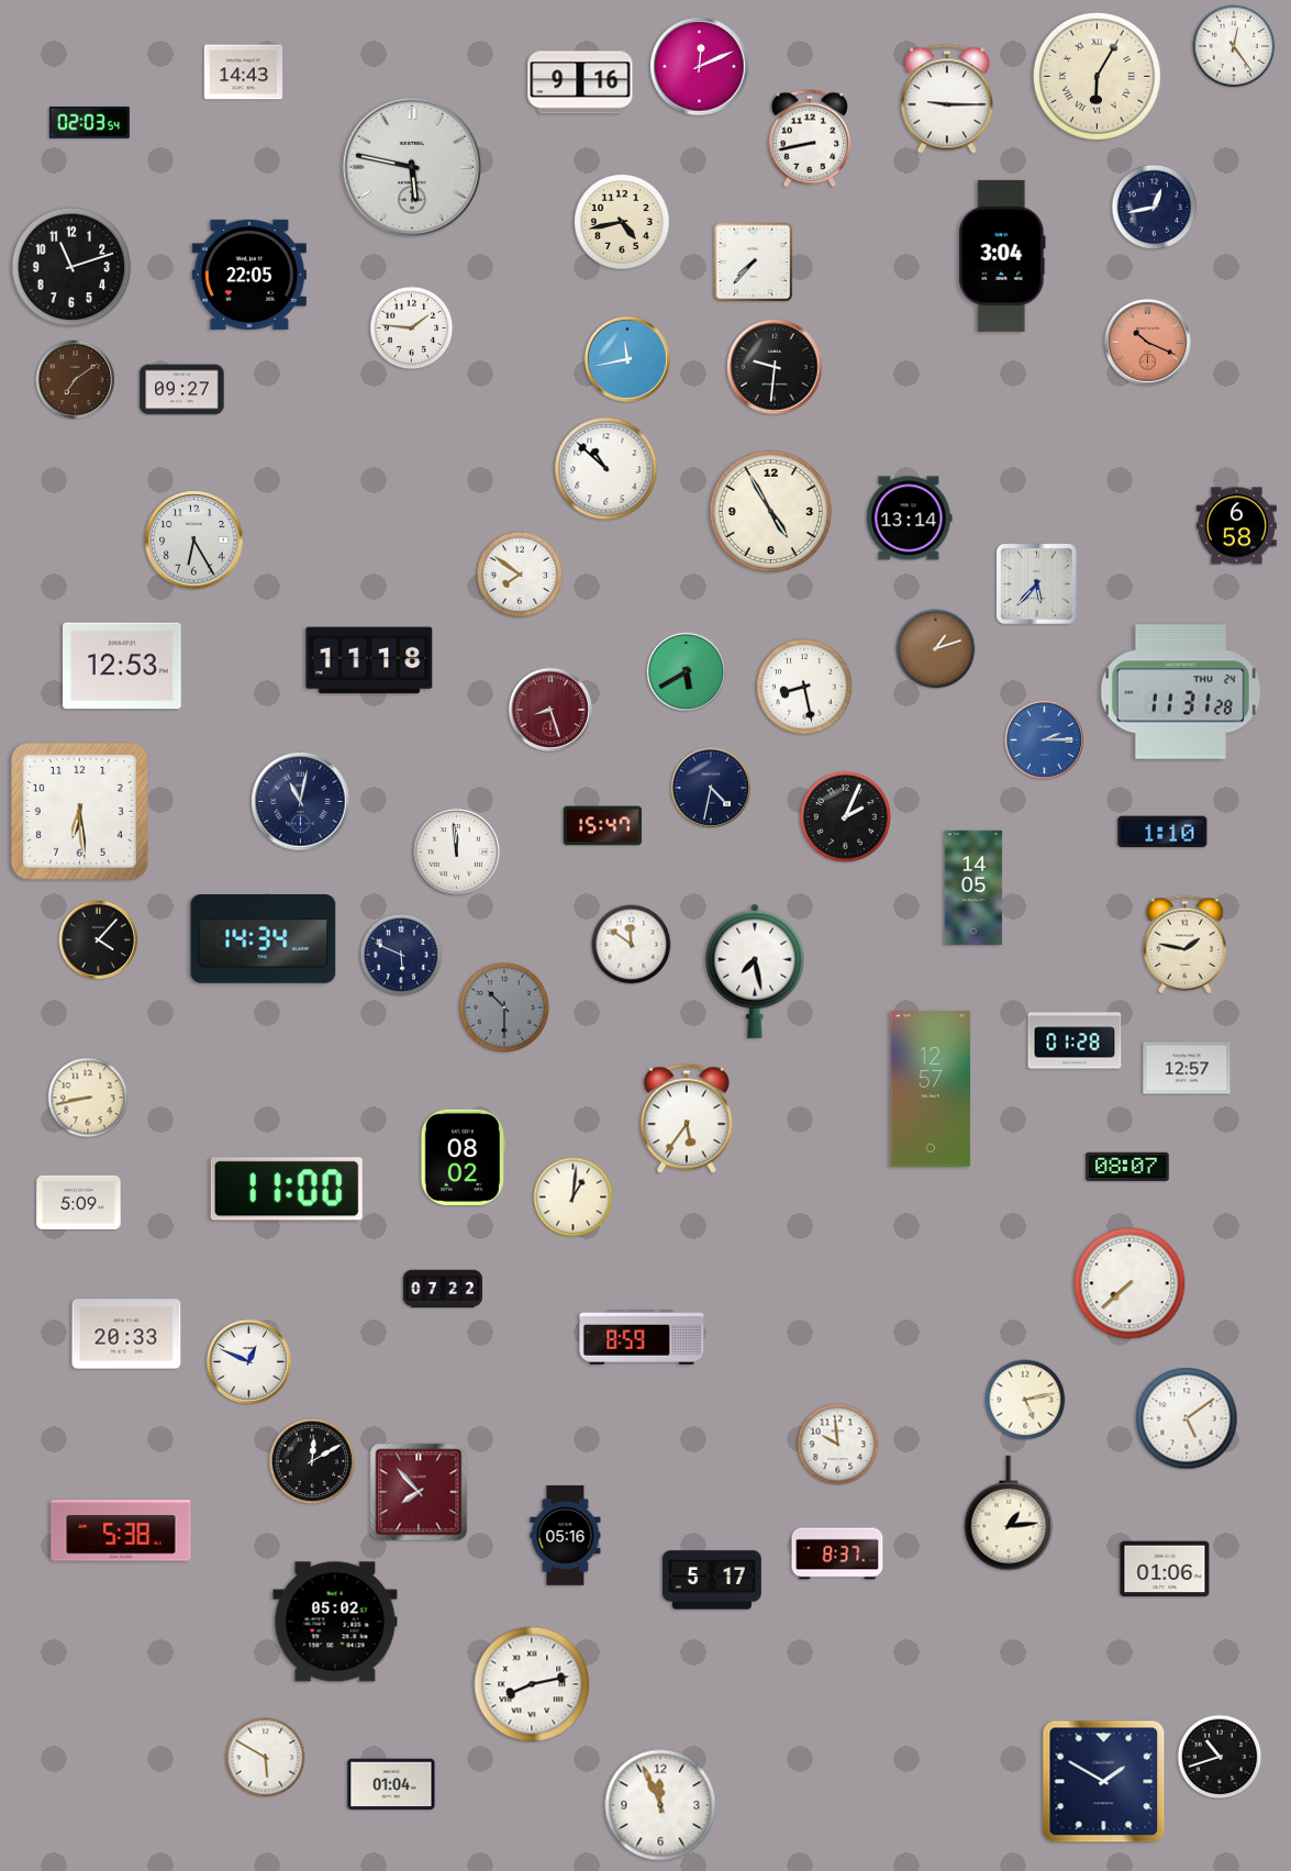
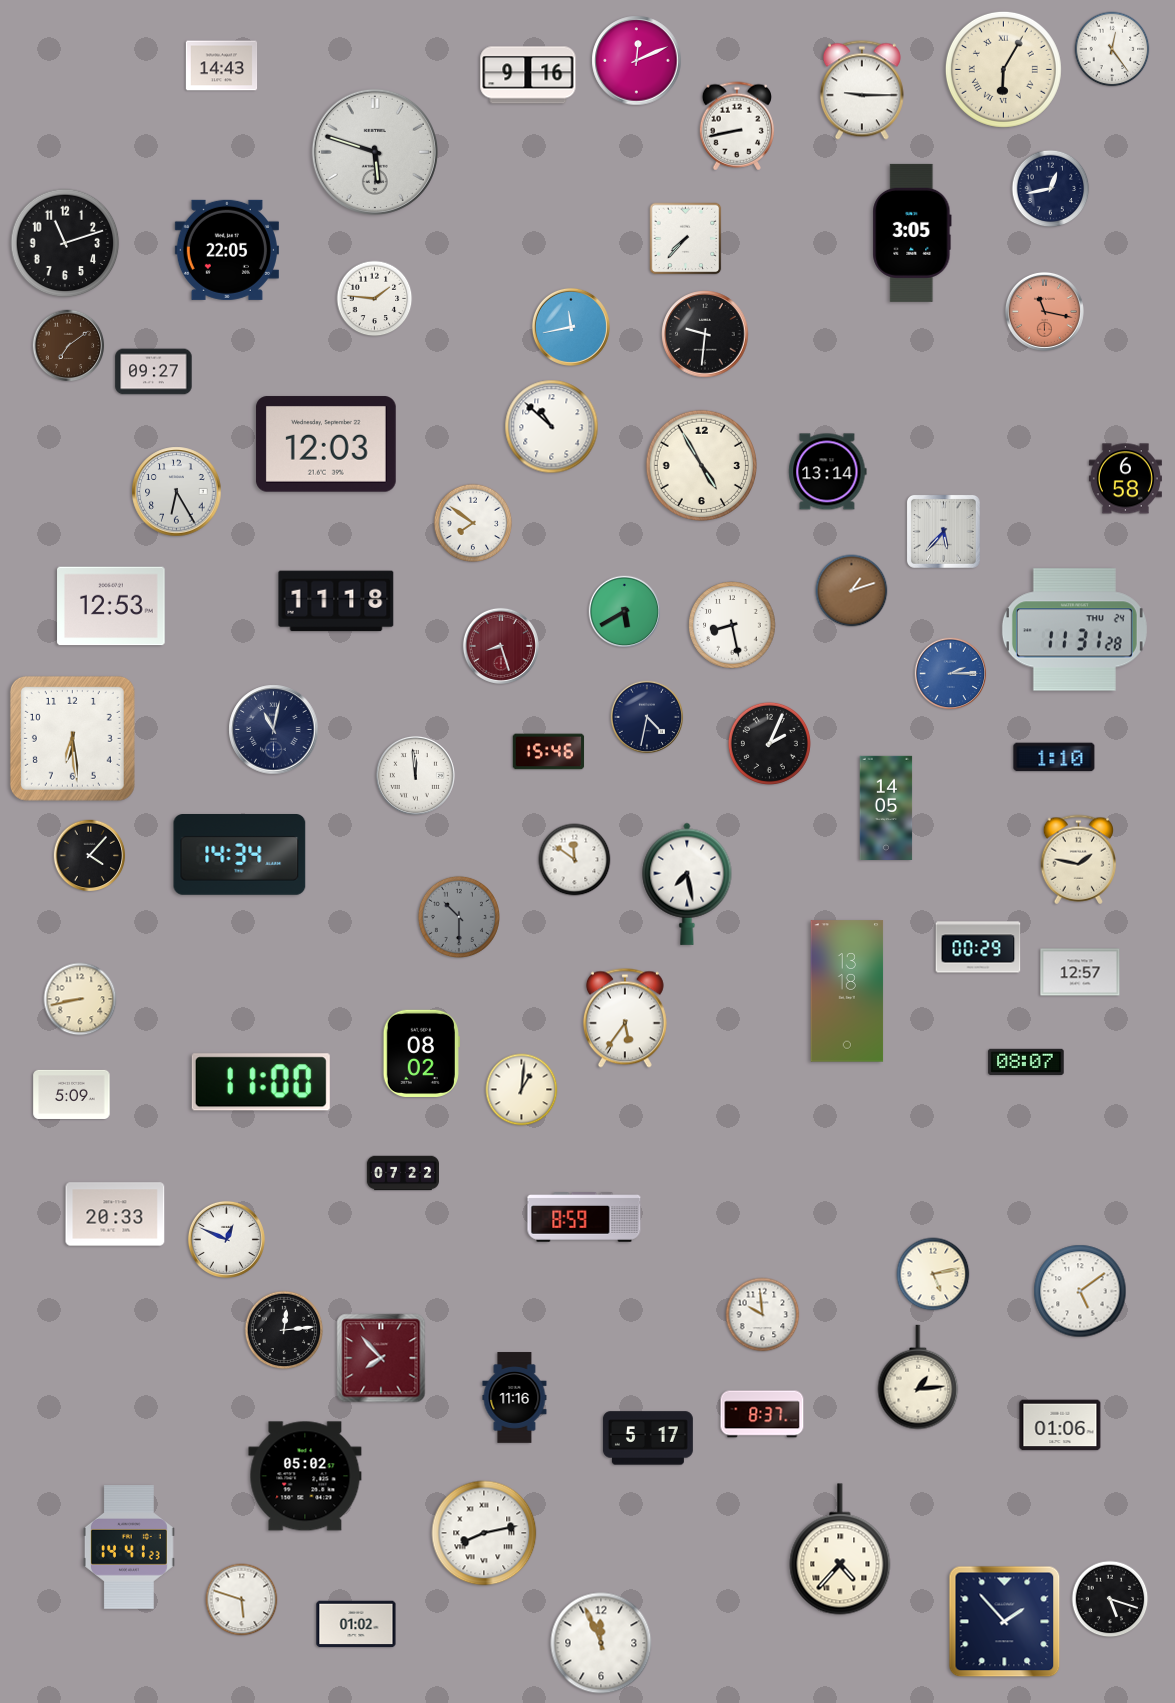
clock at (1234, 46) position: (1234, 46) -> (1112, 49)
clock at (1097, 76) position: (1097, 76) -> (1003, 69)
clock at (89, 122): 02:03 -> none
clock at (412, 167): 5:47 -> 5:48
clock at (622, 222): 4:43 -> none
clock at (1002, 256): 3:04 -> 3:05
clock at (1147, 342): 10:19 -> 11:17
clock at (182, 390) position: (182, 390) -> (154, 372)
clock at (326, 444): none -> 12:03
clock at (603, 826): 15:47 -> 15:46
clock at (1162, 832) position: (1162, 832) -> (1054, 757)
clock at (401, 955): 5:49 -> none
clock at (1075, 1040): 01:28 -> 00:29
clock at (931, 1089): 12:57 -> 13:18
clock at (1129, 1283): 7:38 -> none
clock at (312, 1461): 12:10 -> 12:14
clock at (121, 1530): 5:38 -> none
clock at (566, 1536): 05:16 -> 11:16
clock at (1165, 1569) position: (1165, 1569) -> (1060, 1425)
clock at (129, 1547): none -> 14:41
clock at (840, 1549): none -> 4:37
clock at (1220, 1757): 10:42 -> 5:18
clock at (266, 1758): 5:50 -> 5:48
clock at (1104, 1782): 1:50 -> 1:53
clock at (391, 1784): 01:04 -> 01:02
